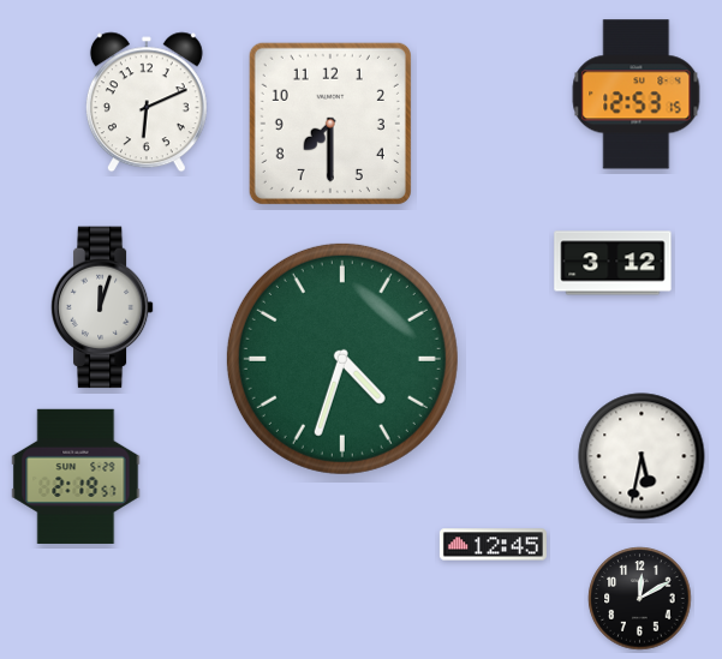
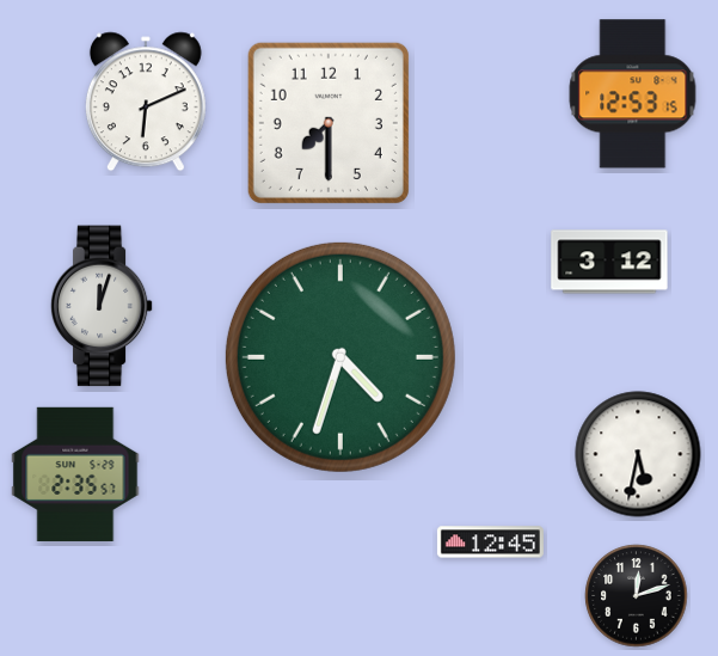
clock at (76, 475): 2:19 -> 2:35
clock at (640, 599): 12:10 -> 12:12
